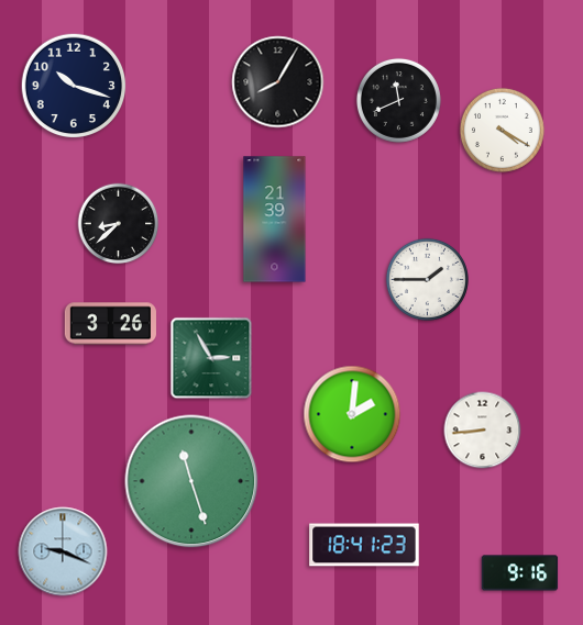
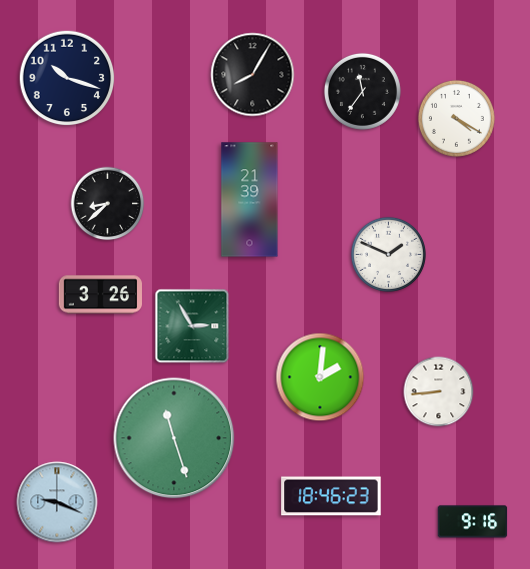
clock at (398, 100): 11:41 -> 11:36
clock at (427, 279): 1:45 -> 1:49
clock at (364, 545): 18:41 -> 18:46
